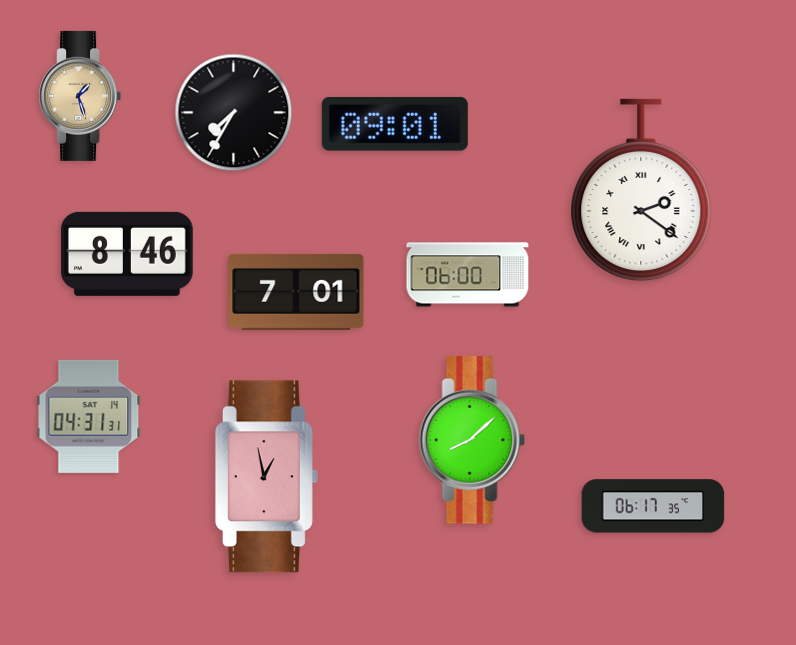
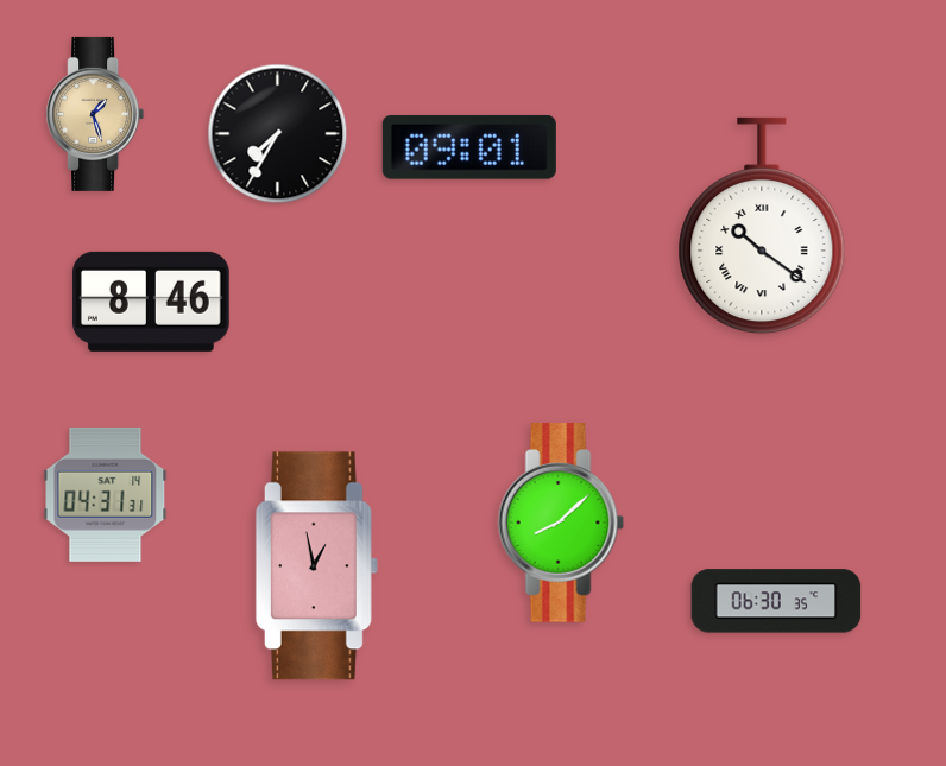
clock at (641, 190): 2:21 -> 10:21
clock at (468, 275): 06:00 -> none
clock at (296, 292): 7:01 -> none
clock at (653, 506): 06:17 -> 06:30
